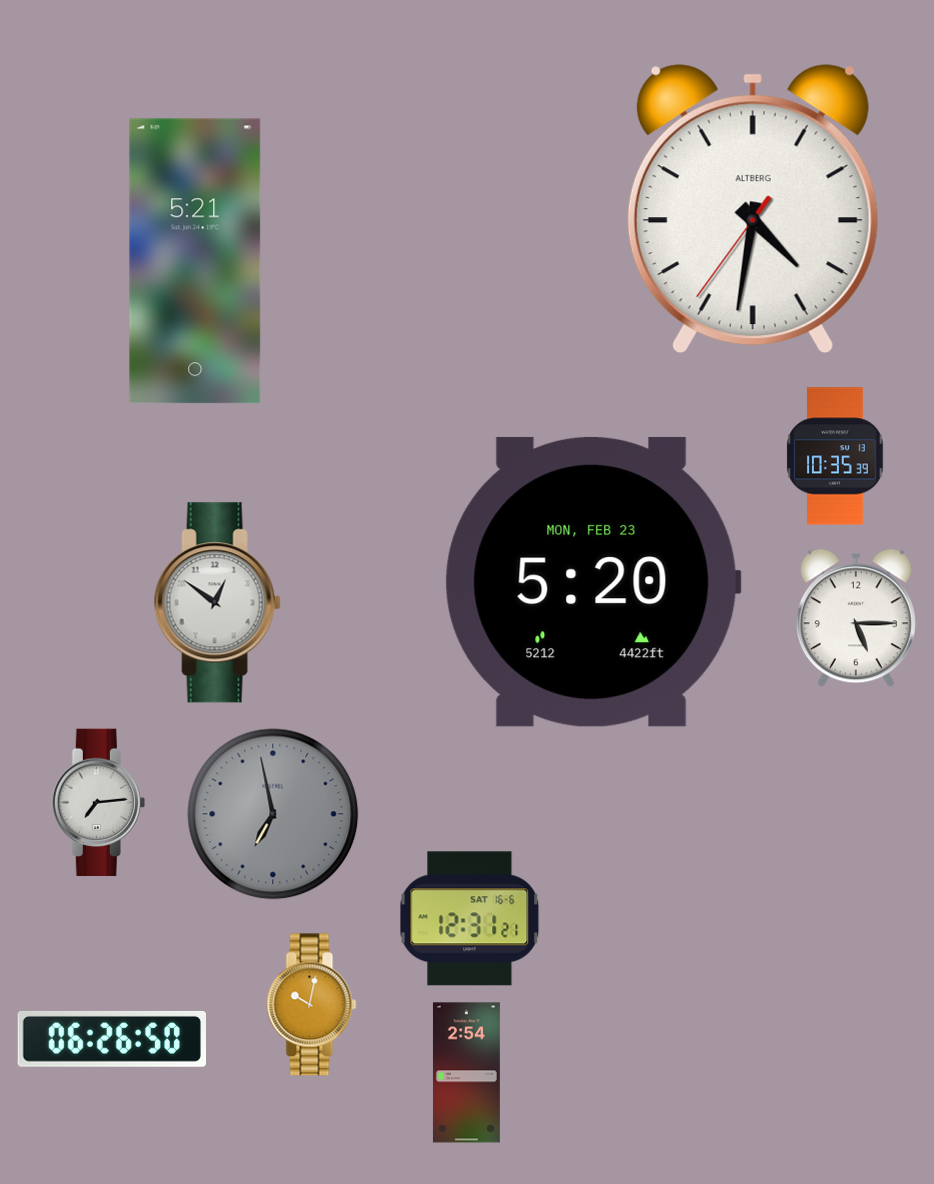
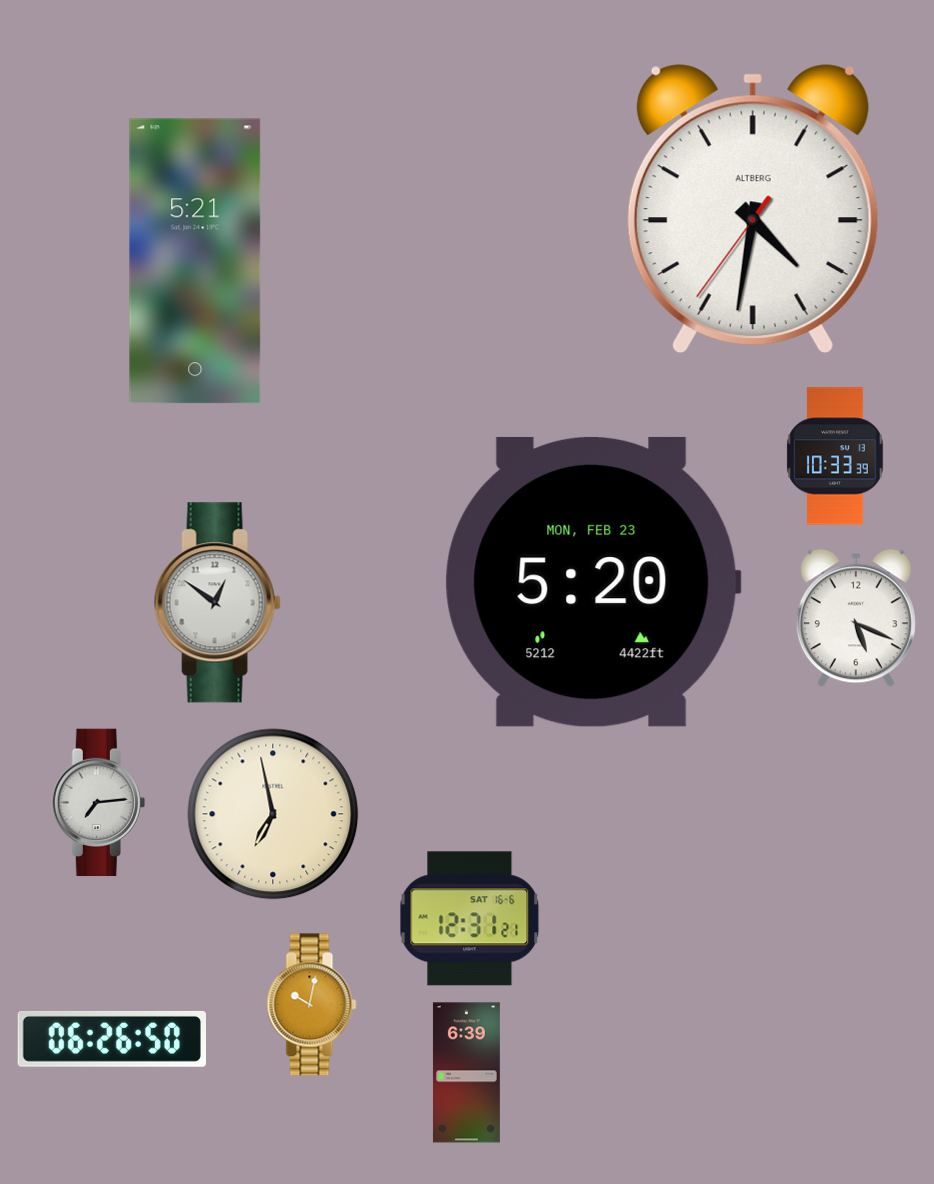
clock at (835, 456): 10:35 -> 10:33
clock at (856, 618): 5:15 -> 5:19
clock at (273, 814) dial: grey -> cream
clock at (466, 1073): 2:54 -> 6:39
